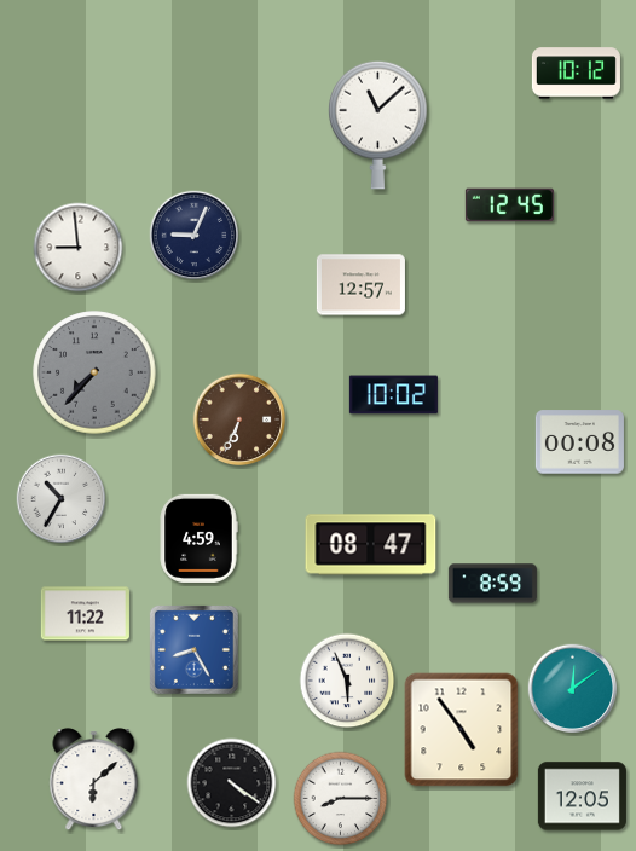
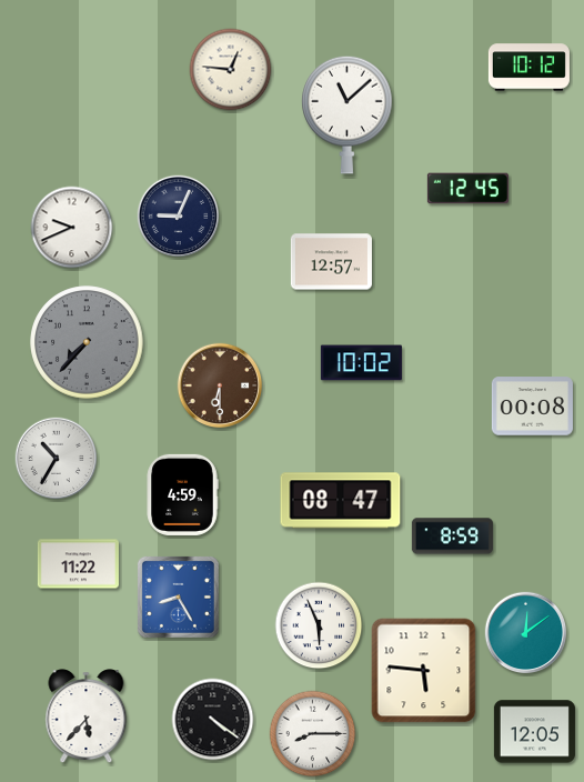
clock at (231, 70): none -> 12:46
clock at (79, 248): 8:59 -> 9:41
clock at (239, 419): 6:34 -> 6:30
clock at (462, 730): 4:54 -> 5:46
clock at (94, 780): 6:08 -> 5:37
